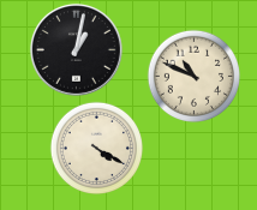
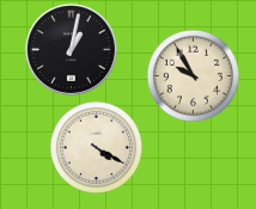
clock at (76, 49) position: (76, 49) -> (71, 49)
clock at (193, 76): 10:49 -> 9:55
